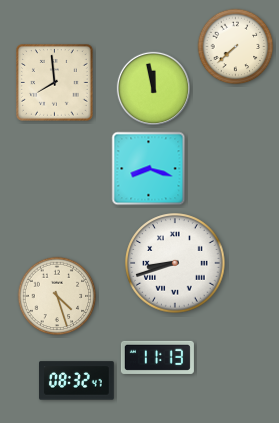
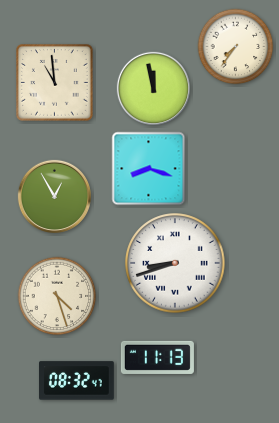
clock at (236, 47): 7:38 -> 7:36
clock at (55, 83): 7:59 -> 10:59
clock at (54, 196): none -> 12:55
